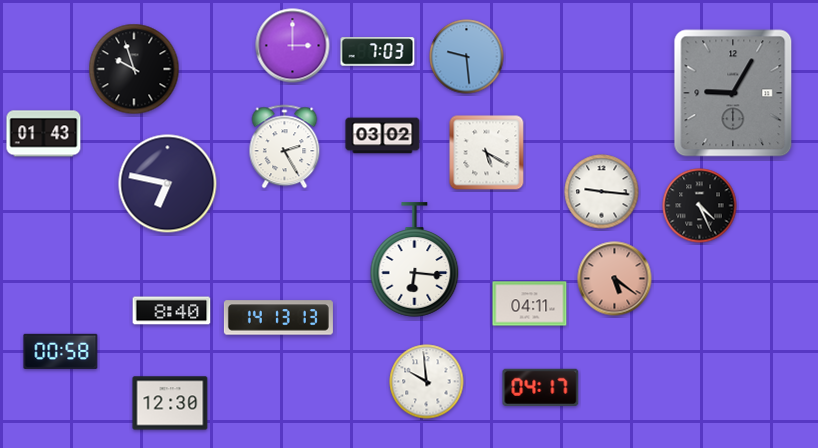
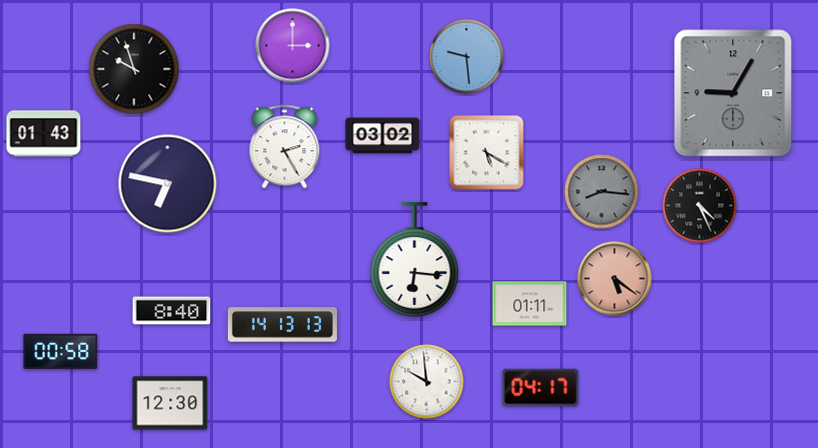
clock at (378, 52): 7:03 -> none
clock at (602, 192): 9:16 -> 8:16
clock at (602, 192) dial: white -> grey
clock at (530, 304): 04:11 -> 01:11
clock at (278, 318) position: (278, 318) -> (282, 325)
